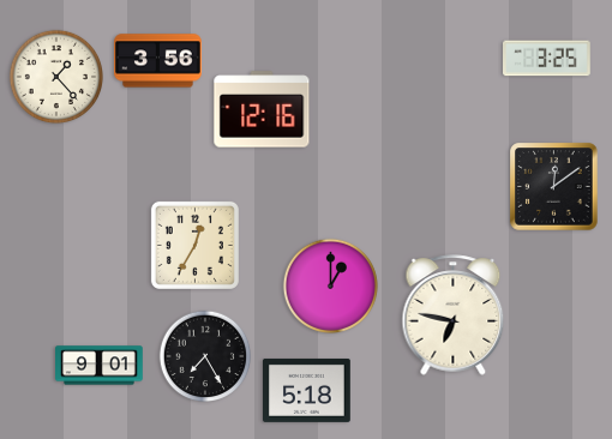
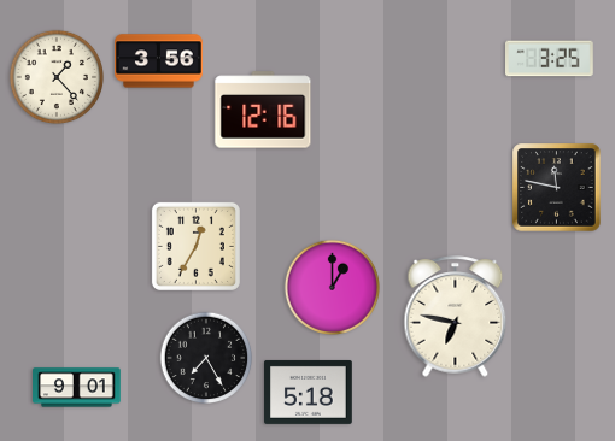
clock at (554, 187): 12:09 -> 11:47
clock at (100, 366) position: (100, 366) -> (77, 388)
